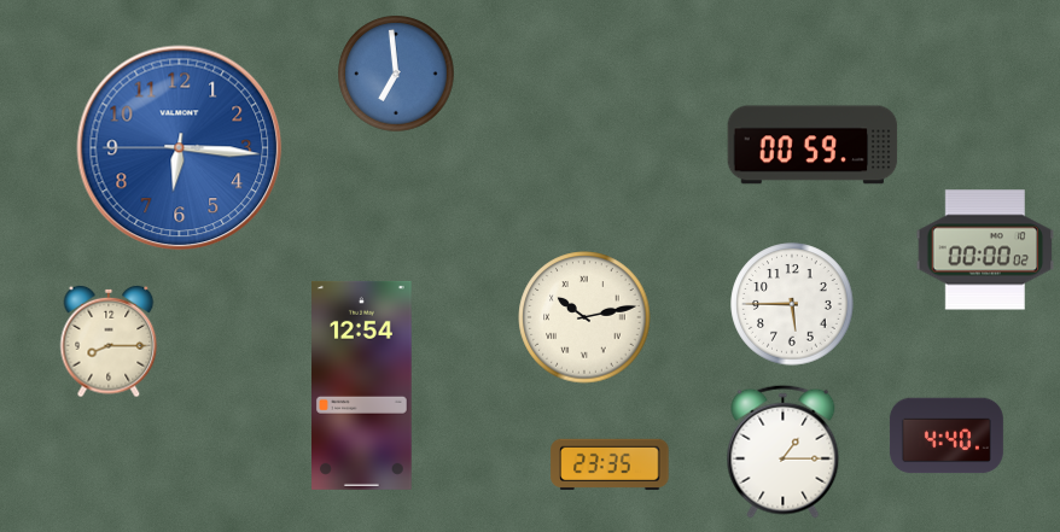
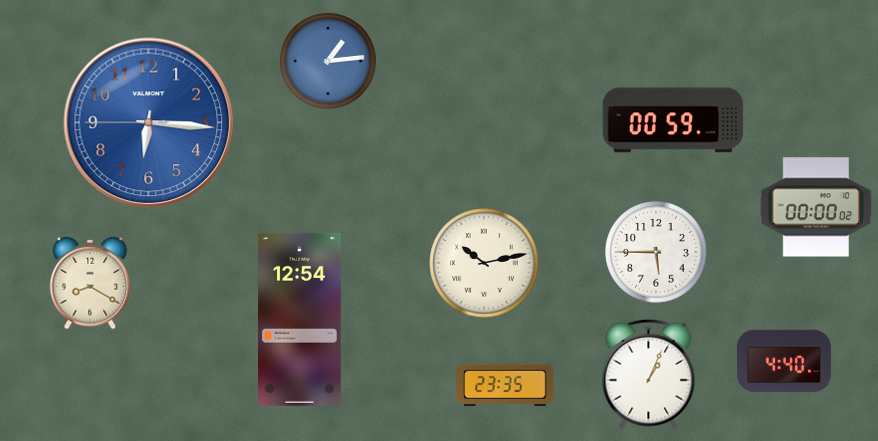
clock at (396, 74): 6:59 -> 1:14
clock at (109, 341): 8:15 -> 8:20
clock at (784, 451): 1:15 -> 1:04
